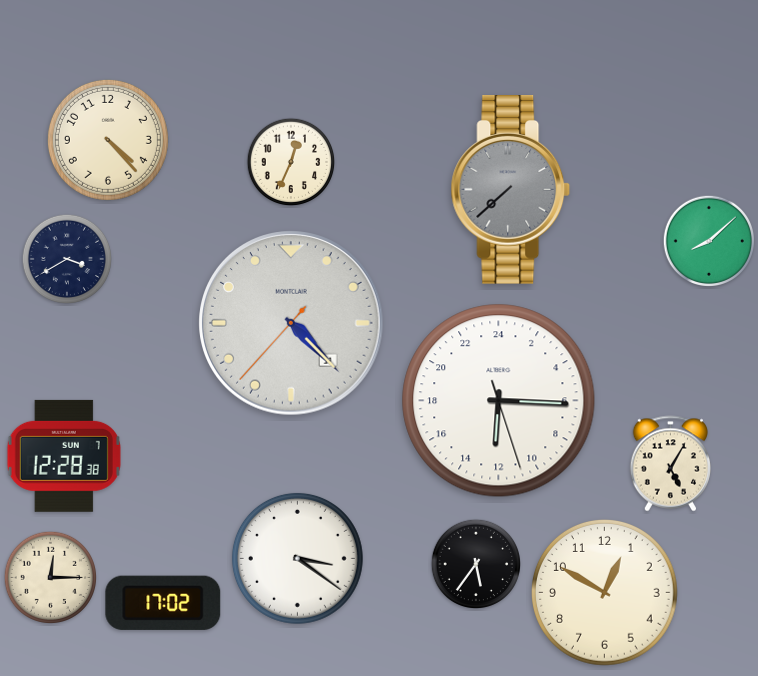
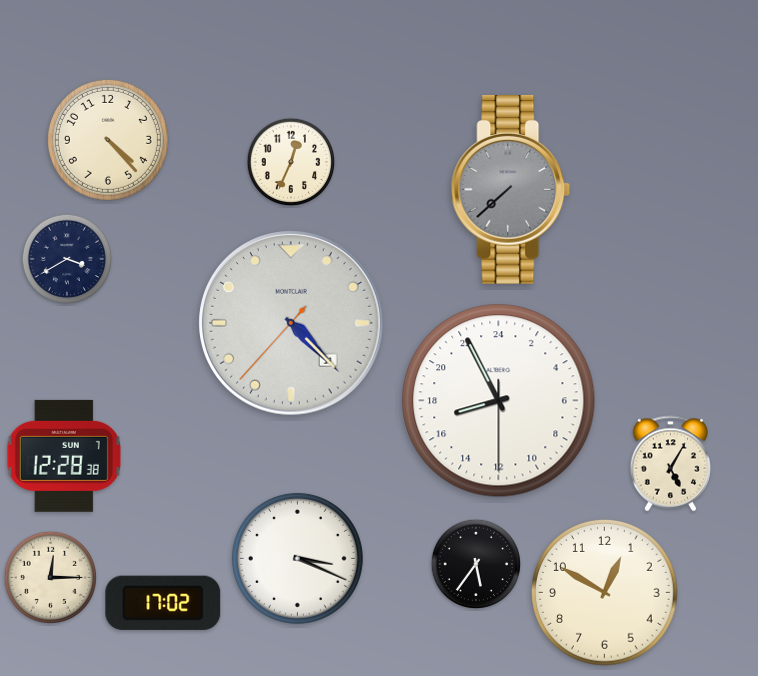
clock at (708, 240): 8:08 -> none
clock at (499, 401): 12:15 -> 16:55
clock at (297, 558): 3:21 -> 3:19
